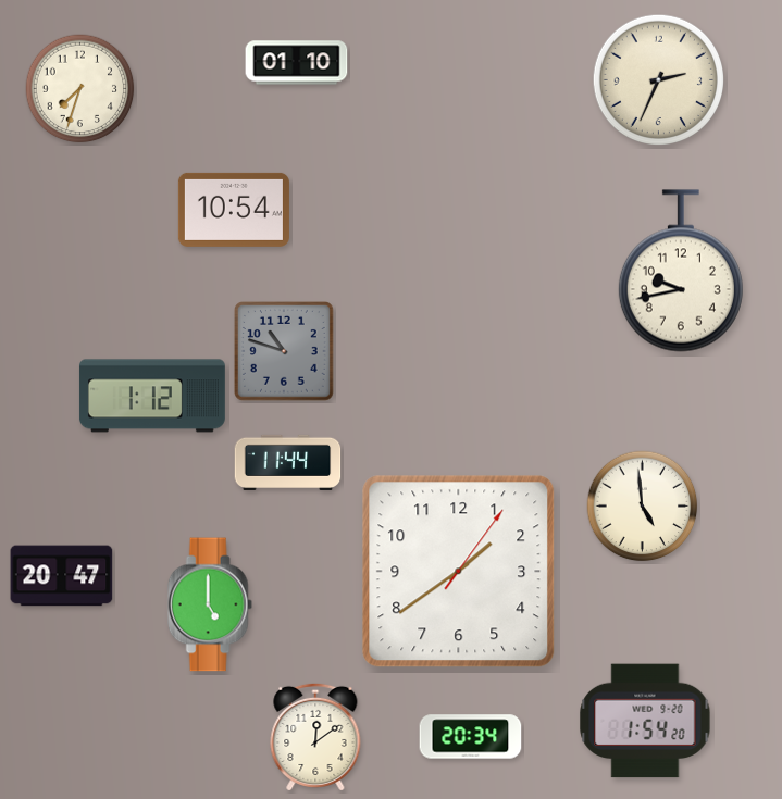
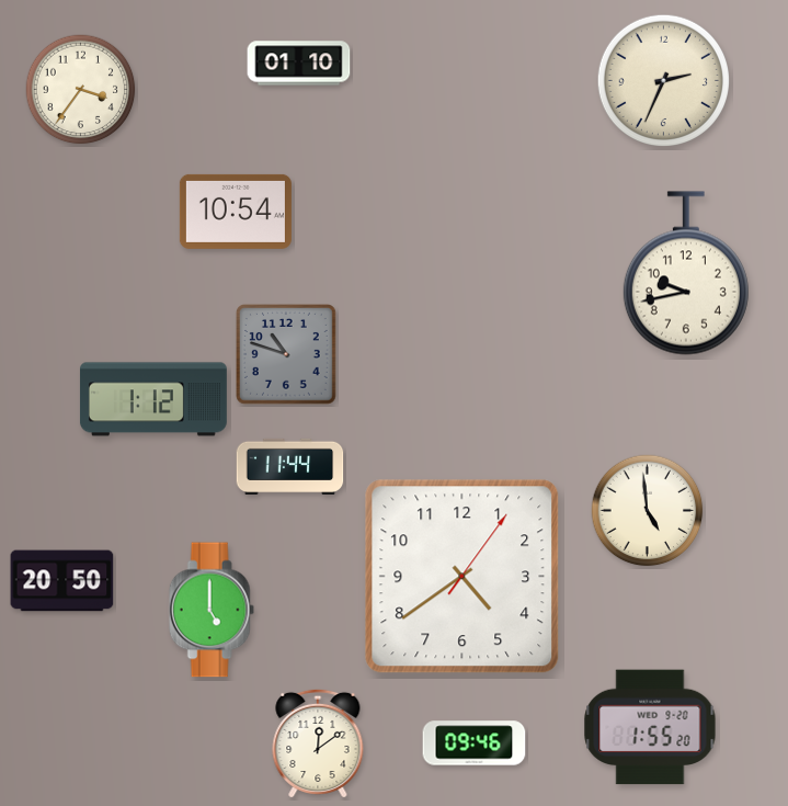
clock at (80, 89): 7:33 -> 3:36
clock at (459, 572): 1:39 -> 4:39
clock at (62, 576): 20:47 -> 20:50
clock at (645, 721): 1:54 -> 1:55
clock at (471, 737): 20:34 -> 09:46
